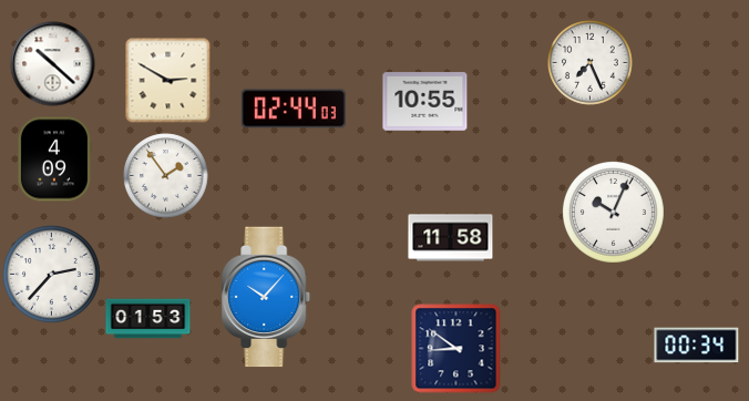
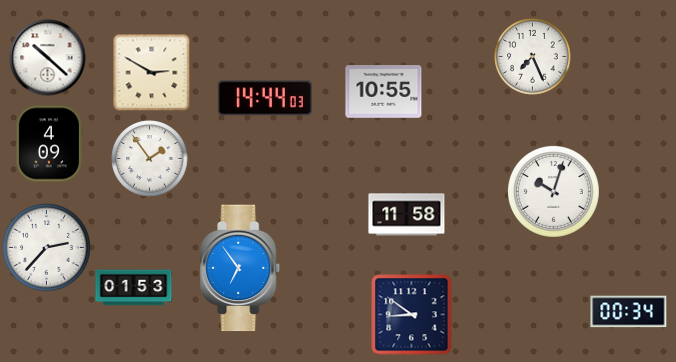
clock at (294, 109): 02:44 -> 14:44
clock at (613, 212): 10:04 -> 10:03
clock at (267, 297): 10:07 -> 6:54
